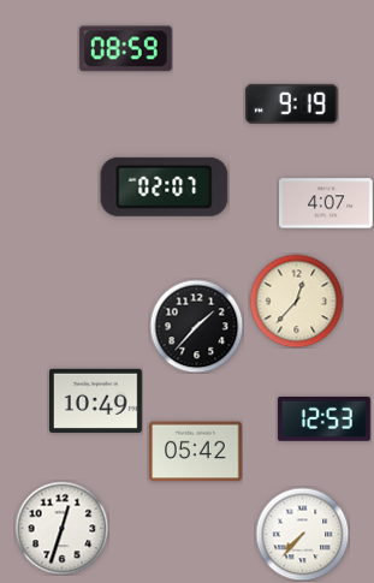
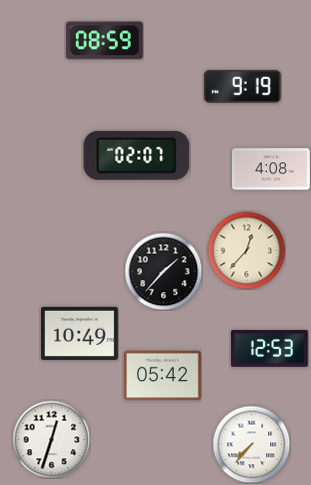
clock at (326, 203): 4:07 -> 4:08
